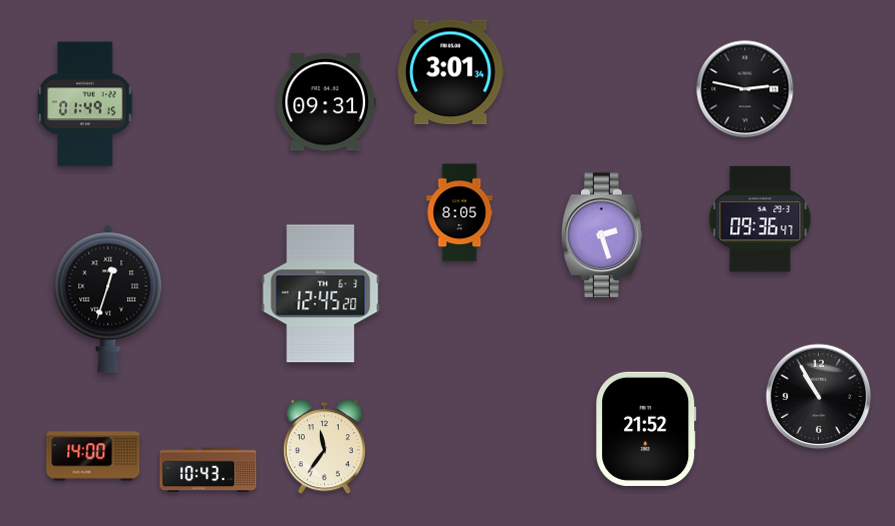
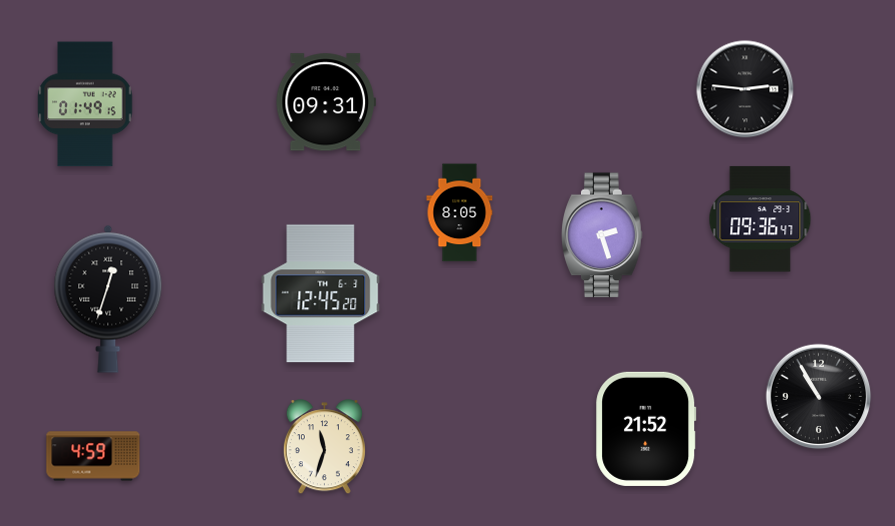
clock at (451, 72): 3:01 -> none
clock at (745, 89): 2:47 -> 2:46
clock at (324, 447): 11:36 -> 11:33
clock at (93, 456): 14:00 -> 4:59
clock at (208, 470): 10:43 -> none
